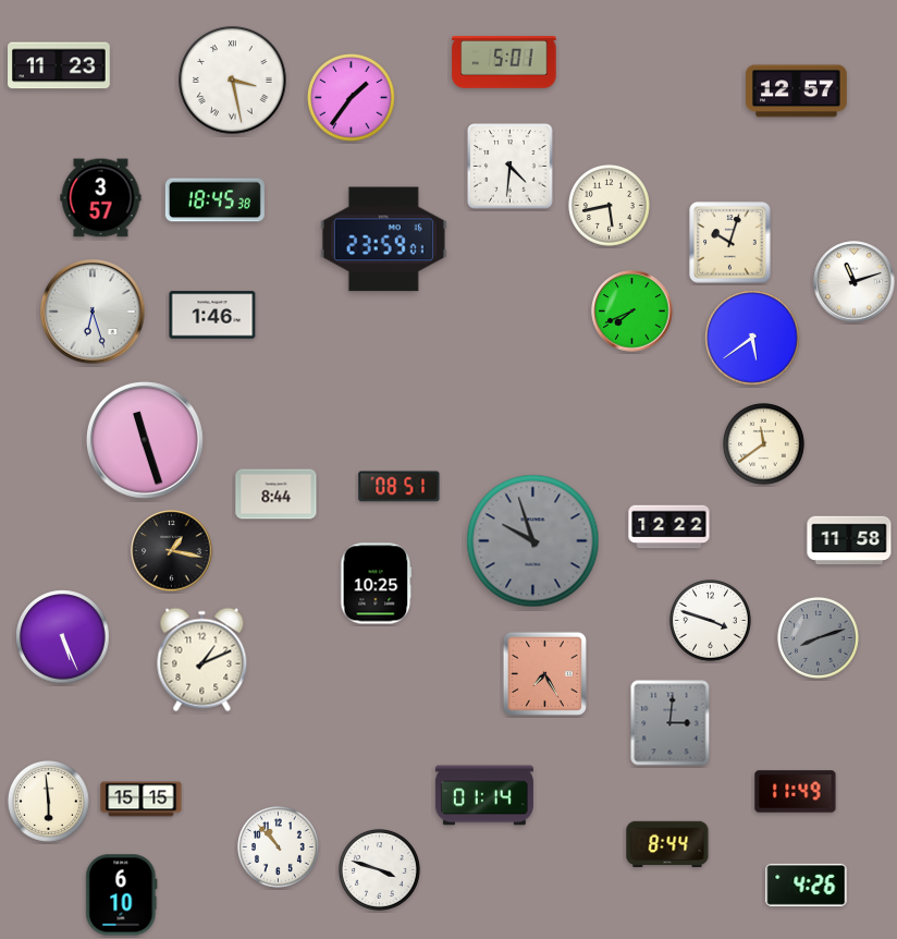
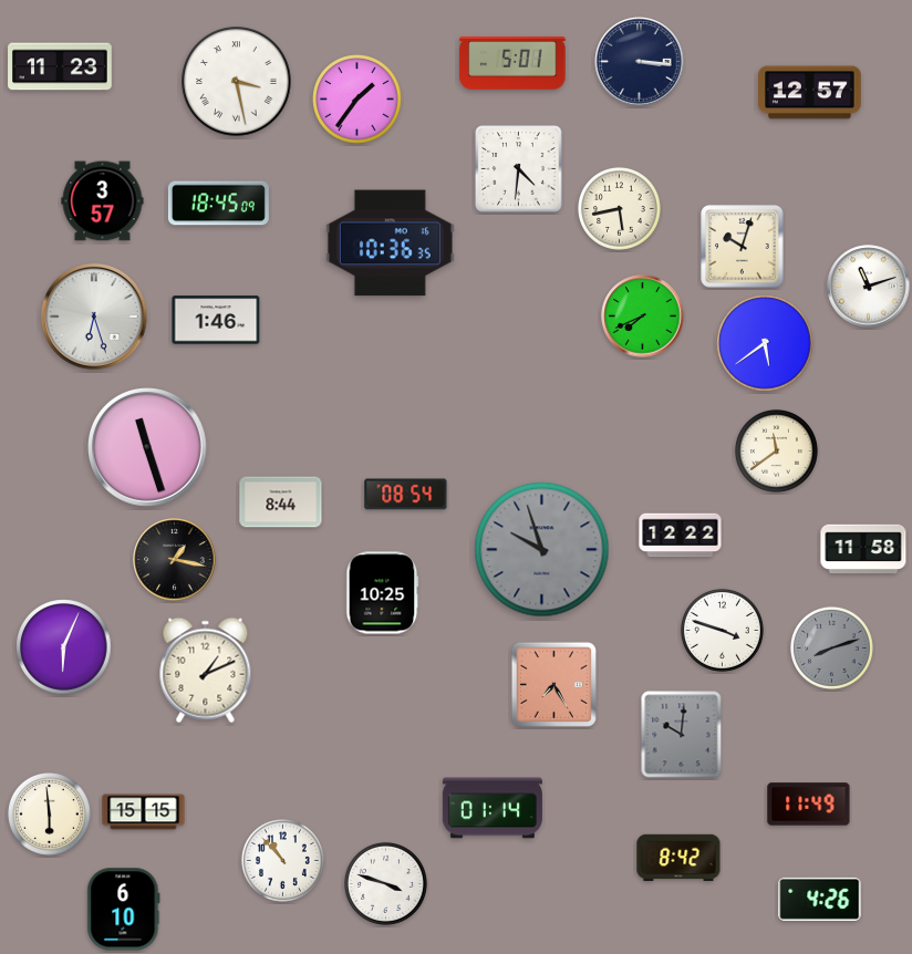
clock at (640, 62): none -> 3:16
clock at (214, 200): 18:45:38 -> 18:45:09
clock at (383, 240): 23:59 -> 10:36
clock at (400, 487): 08:51 -> 08:54
clock at (63, 637): 5:26 -> 6:04
clock at (671, 723): 3:01 -> 10:01
clock at (667, 843): 8:44 -> 8:42
